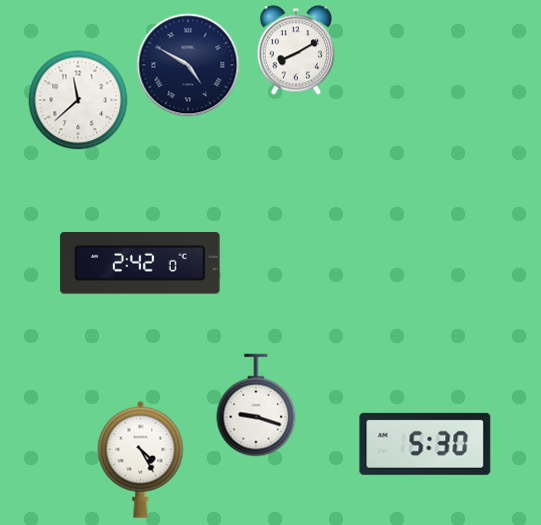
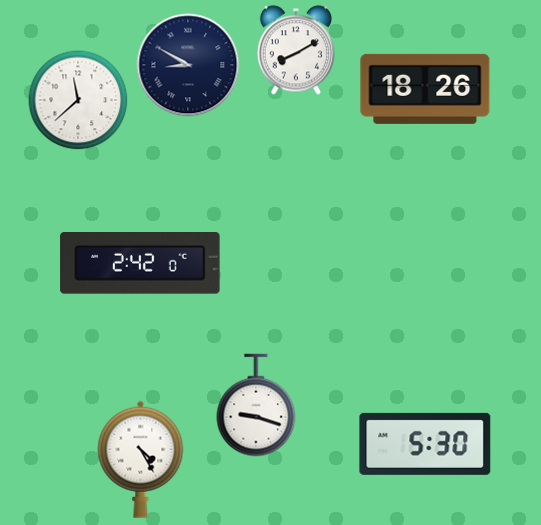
clock at (188, 65): 4:50 -> 8:50
clock at (425, 89): none -> 18:26
